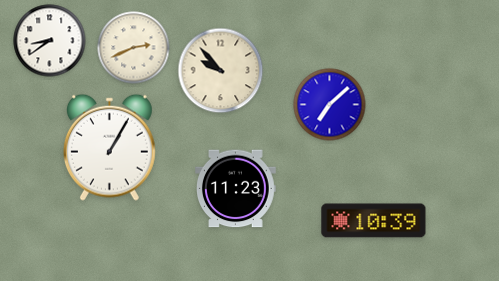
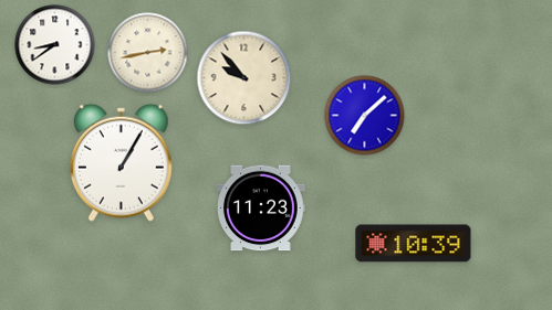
clock at (134, 48): 2:41 -> 2:43
